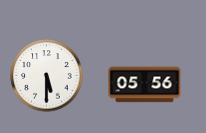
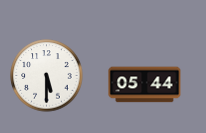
clock at (145, 85): 05:56 -> 05:44
